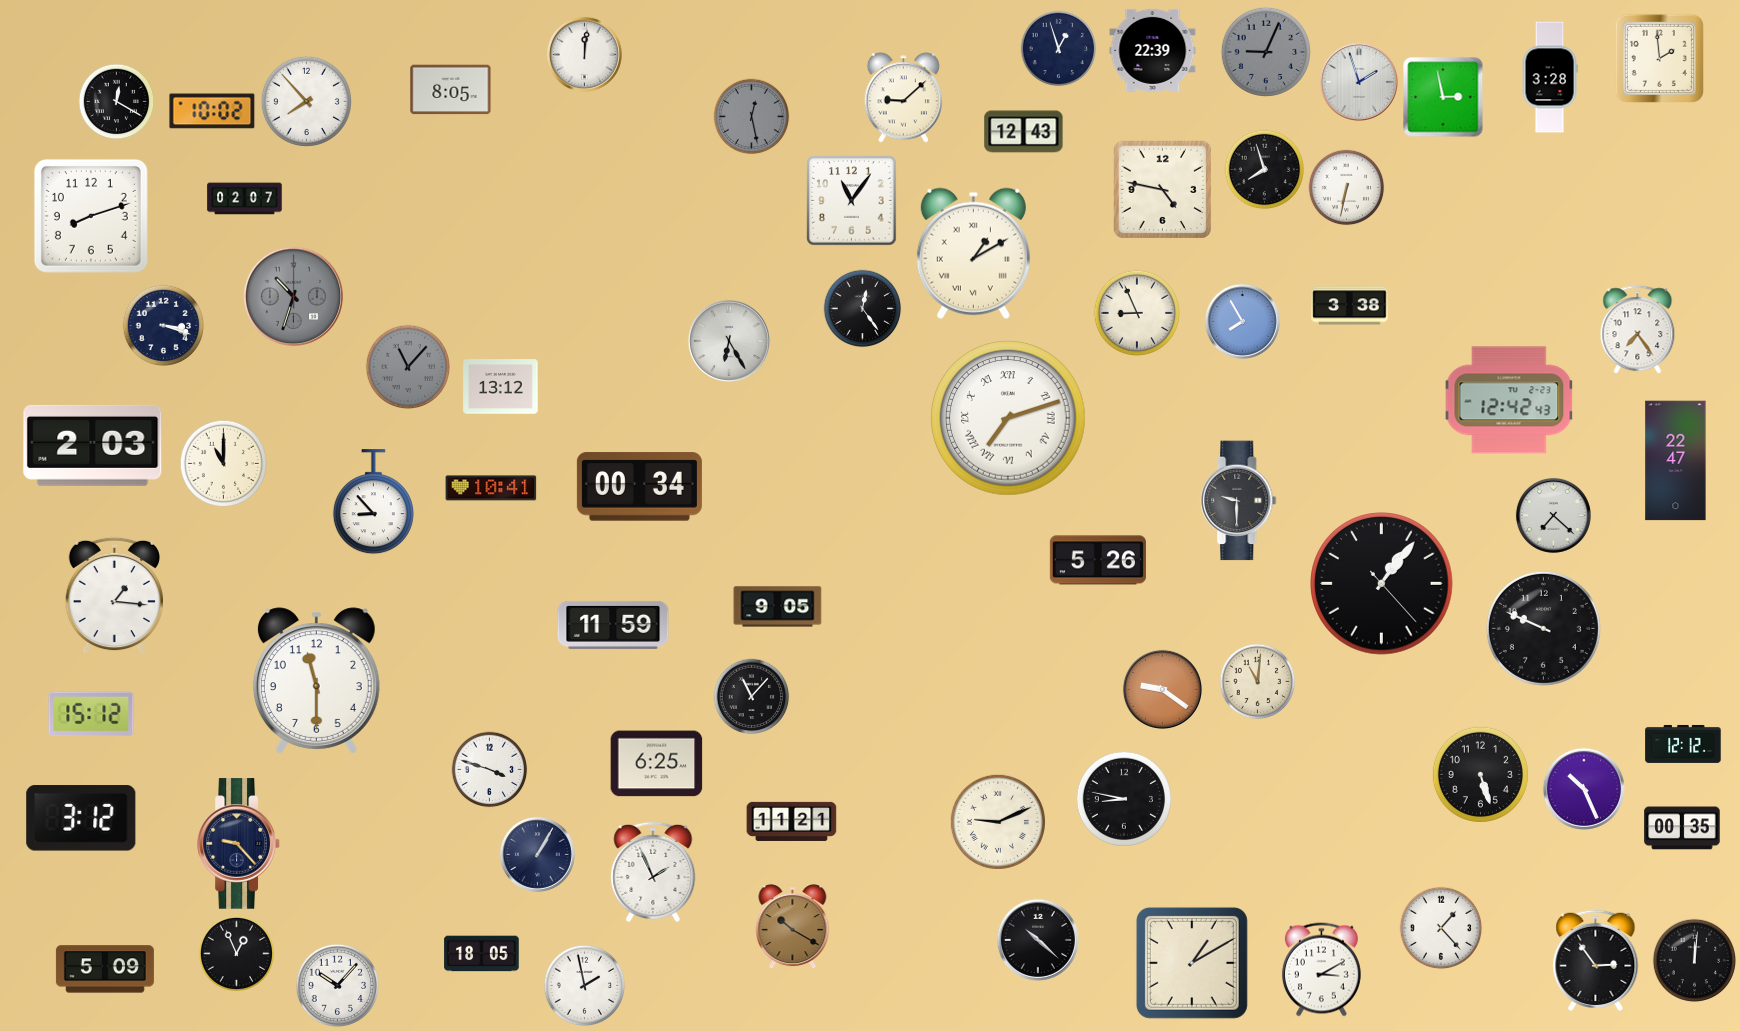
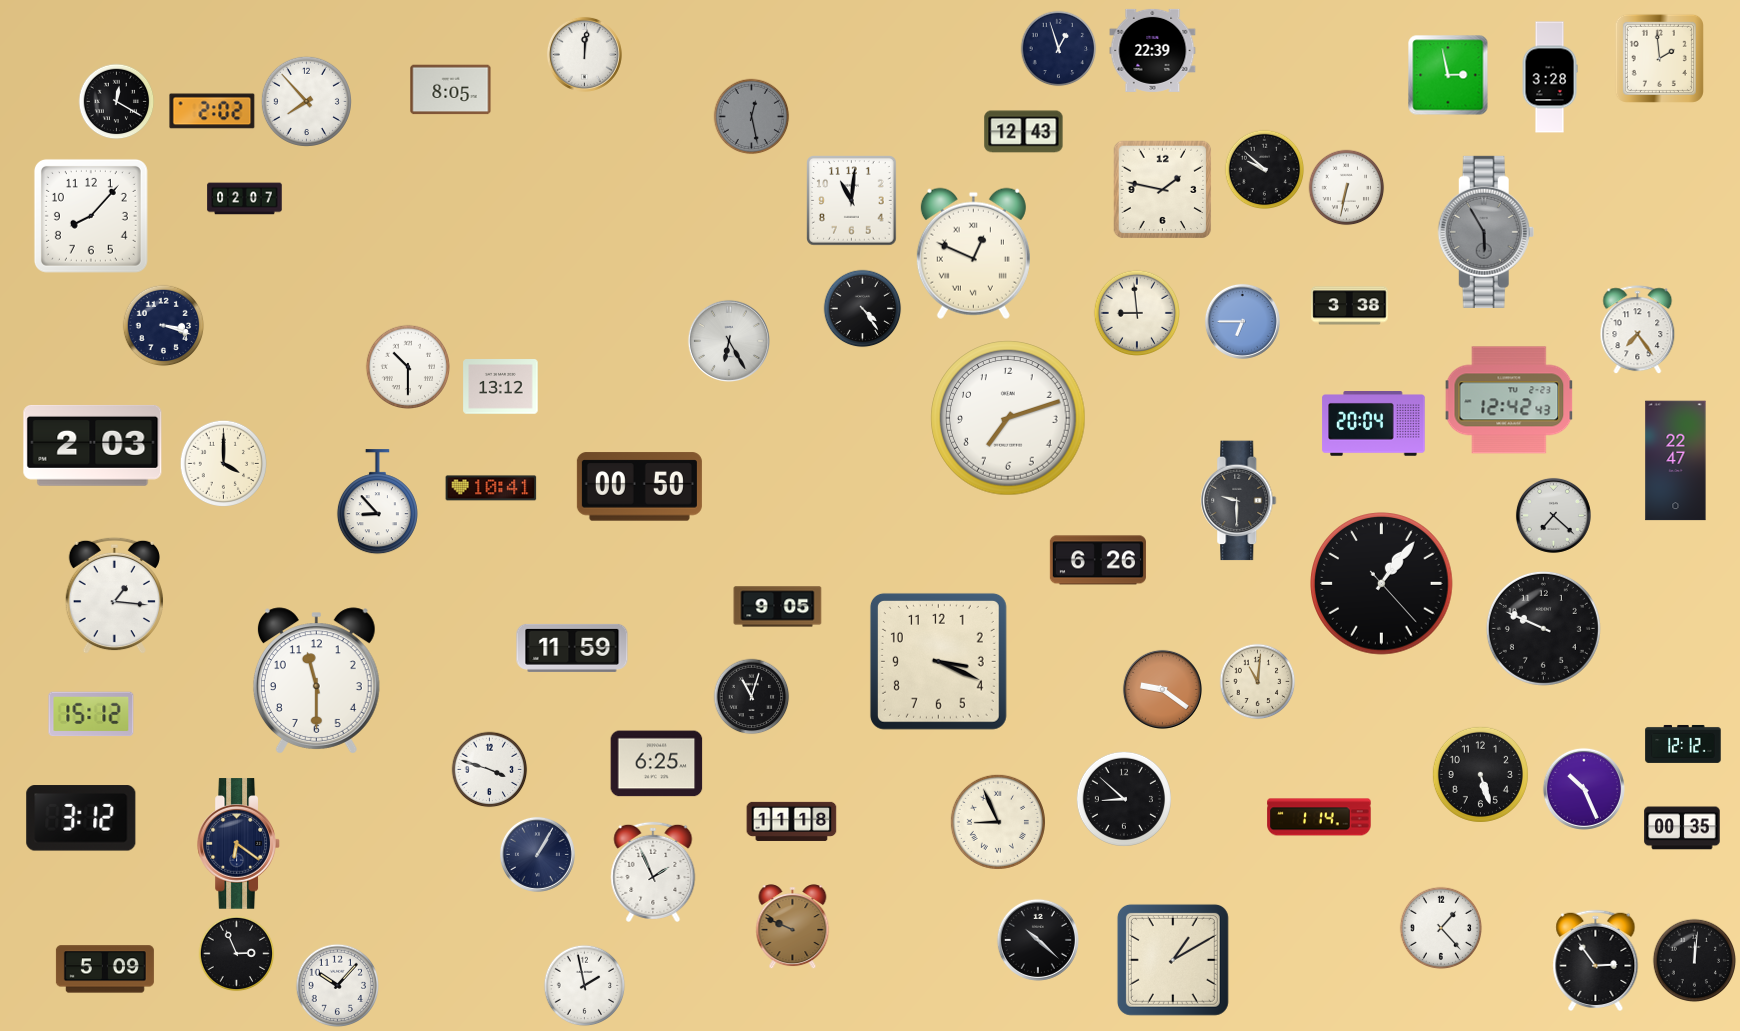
clock at (1266, 52): 9:04 -> none
clock at (1359, 82): 1:57 -> none
clock at (1443, 97) position: (1443, 97) -> (1448, 75)
clock at (903, 98): 9:08 -> none
clock at (212, 111): 10:02 -> 2:02
clock at (1265, 170): 7:57 -> 9:52
clock at (1163, 190): 4:47 -> 1:47
clock at (852, 201): 11:06 -> 11:01
clock at (91, 216): 8:12 -> 8:07
clock at (1486, 232): none -> 5:55
clock at (973, 253): 1:10 -> 12:49
clock at (294, 297): 10:33 -> none
clock at (863, 309): 12:24 -> 4:24
clock at (1136, 312): 8:56 -> 8:59
clock at (1242, 321): 7:55 -> 6:45
clock at (408, 367): 11:07 -> 10:30
clock at (408, 367) dial: grey -> white
clock at (1008, 418) numerals: Roman -> Arabic
clock at (1374, 424): none -> 20:04
clock at (223, 463): 11:00 -> 4:00
clock at (639, 487): 00:34 -> 00:50
clock at (373, 502) position: (373, 502) -> (377, 502)
clock at (1098, 560): 5:26 -> 6:26
clock at (613, 625) position: (613, 625) -> (572, 648)
clock at (938, 661): none -> 3:19
clock at (752, 697): 11:07 -> 11:03
clock at (1124, 799): 8:47 -> 8:52
clock at (1319, 817): none -> 1:14
clock at (792, 821): 11:21 -> 11:18
clock at (998, 822): 9:11 -> 8:56
clock at (239, 844): 9:23 -> 6:21
clock at (793, 927): 10:20 -> 9:49
clock at (237, 954): 12:56 -> 2:56
clock at (482, 954): 18:05 -> none
clock at (1192, 963) position: (1192, 963) -> (1173, 960)
clock at (1321, 970): 3:10 -> none
